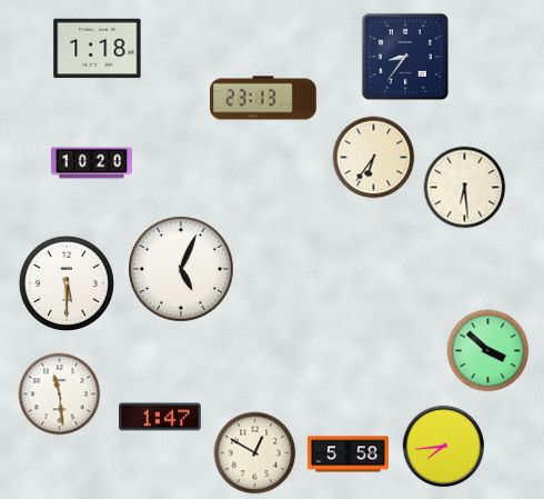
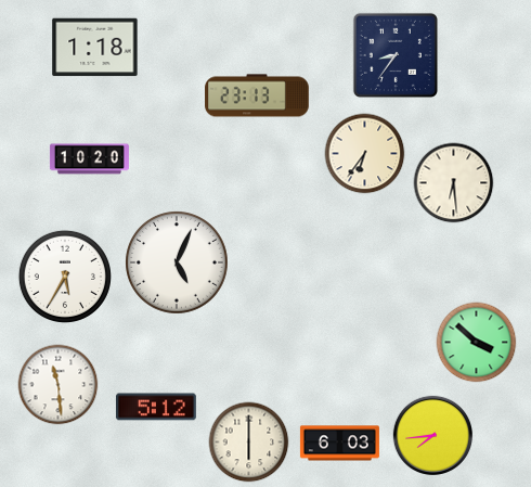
clock at (67, 283): 5:30 -> 5:35
clock at (160, 417): 1:47 -> 5:12
clock at (255, 453): 12:50 -> 6:00
clock at (347, 455): 5:58 -> 6:03
